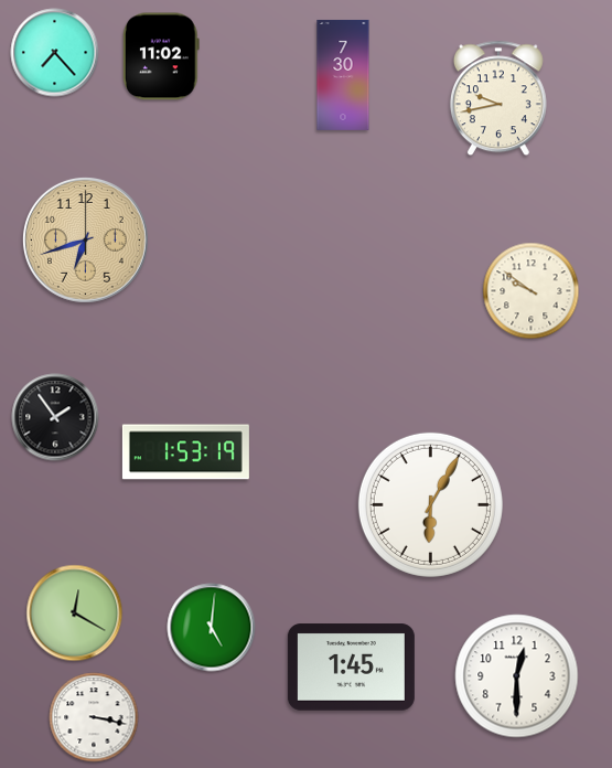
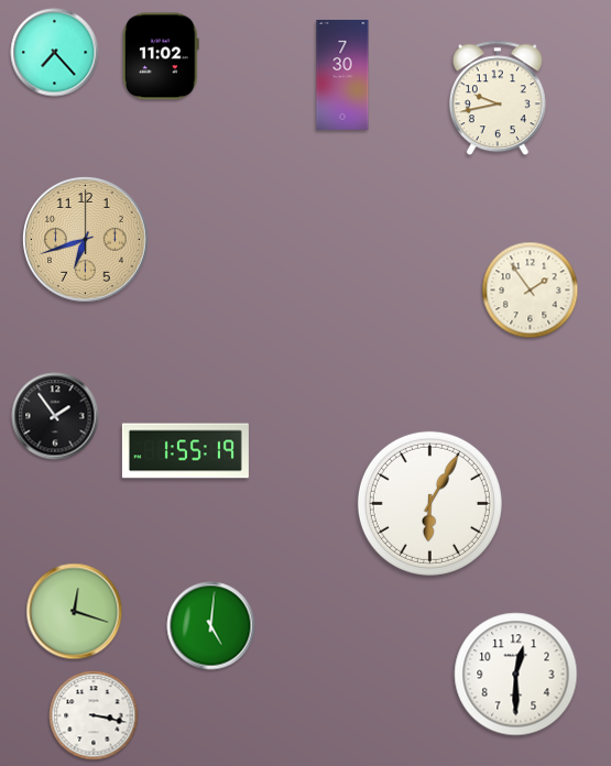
clock at (532, 291): 9:51 -> 1:54
clock at (185, 452): 1:53 -> 1:55
clock at (75, 614): 12:20 -> 12:18
clock at (351, 668): 1:45 -> none
